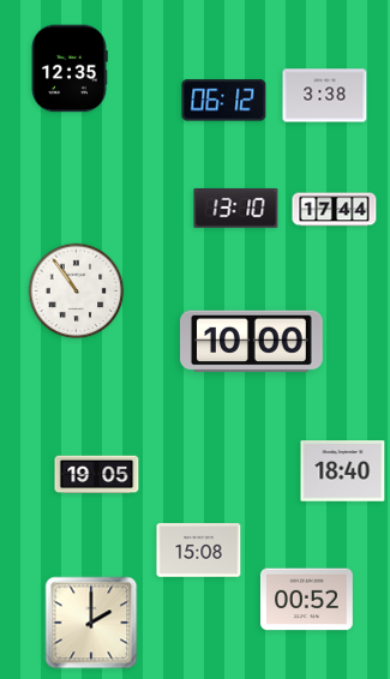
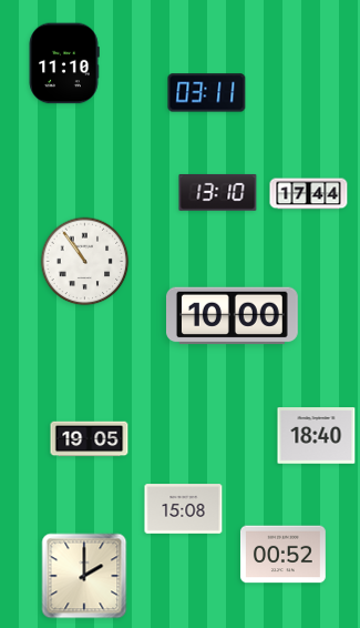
clock at (70, 68): 12:35 -> 11:10
clock at (325, 96): 3:38 -> none
clock at (224, 101): 06:12 -> 03:11
clock at (77, 292) position: (77, 292) -> (85, 262)
